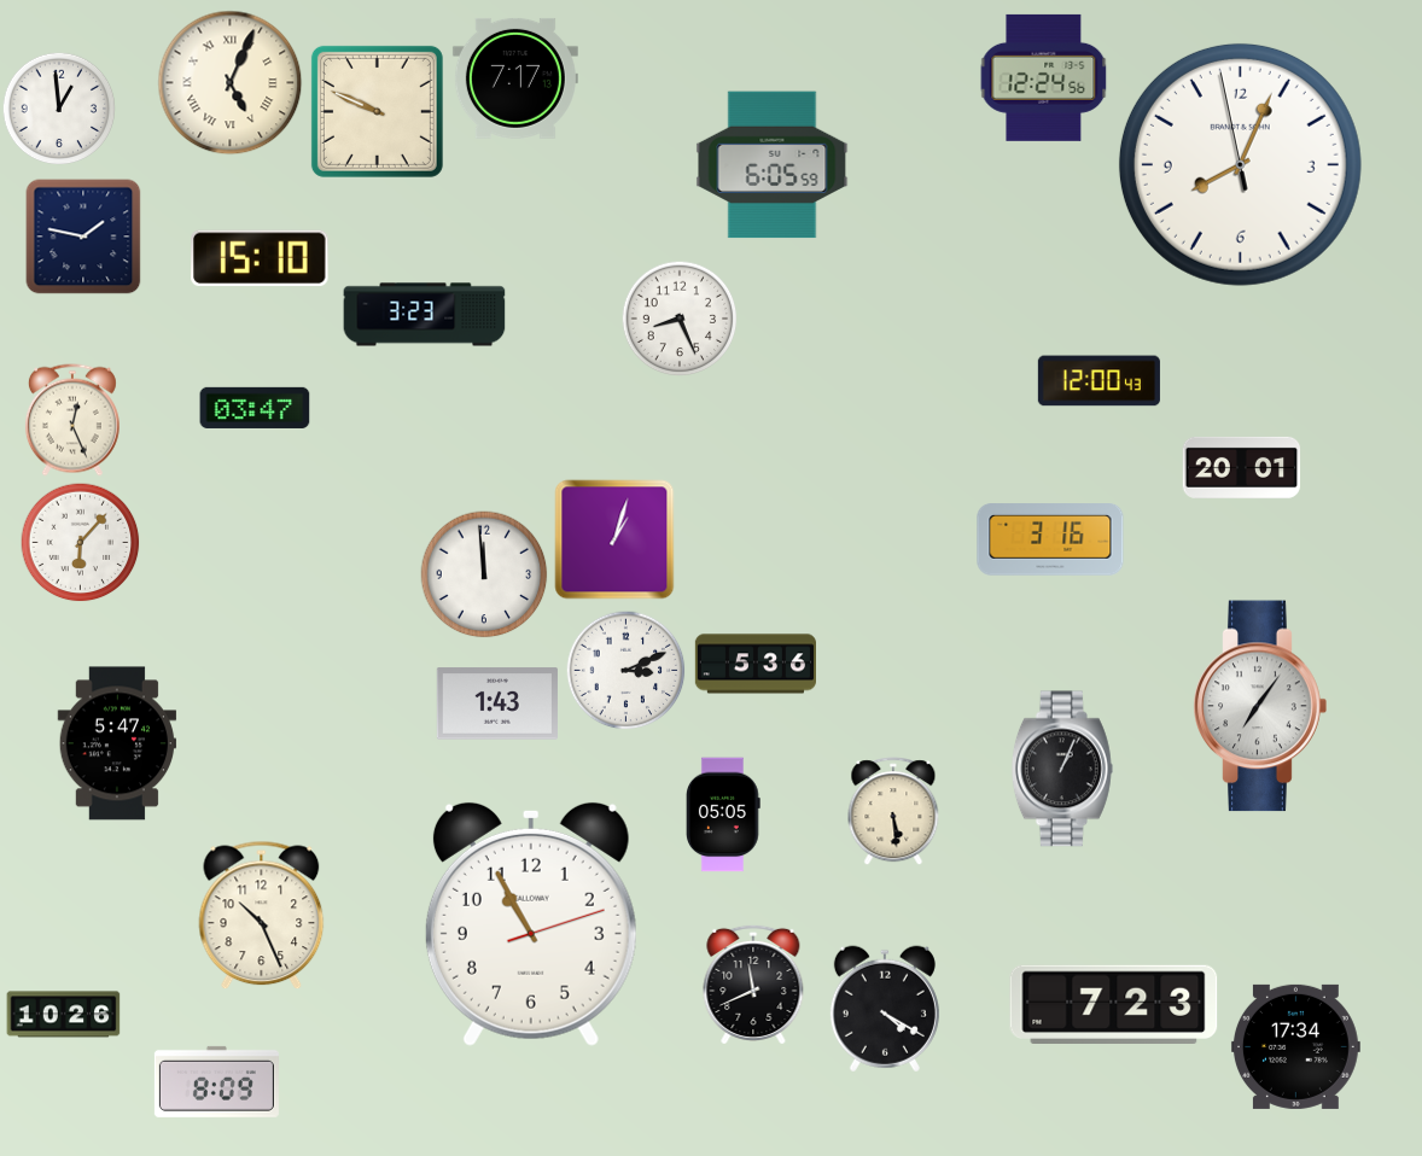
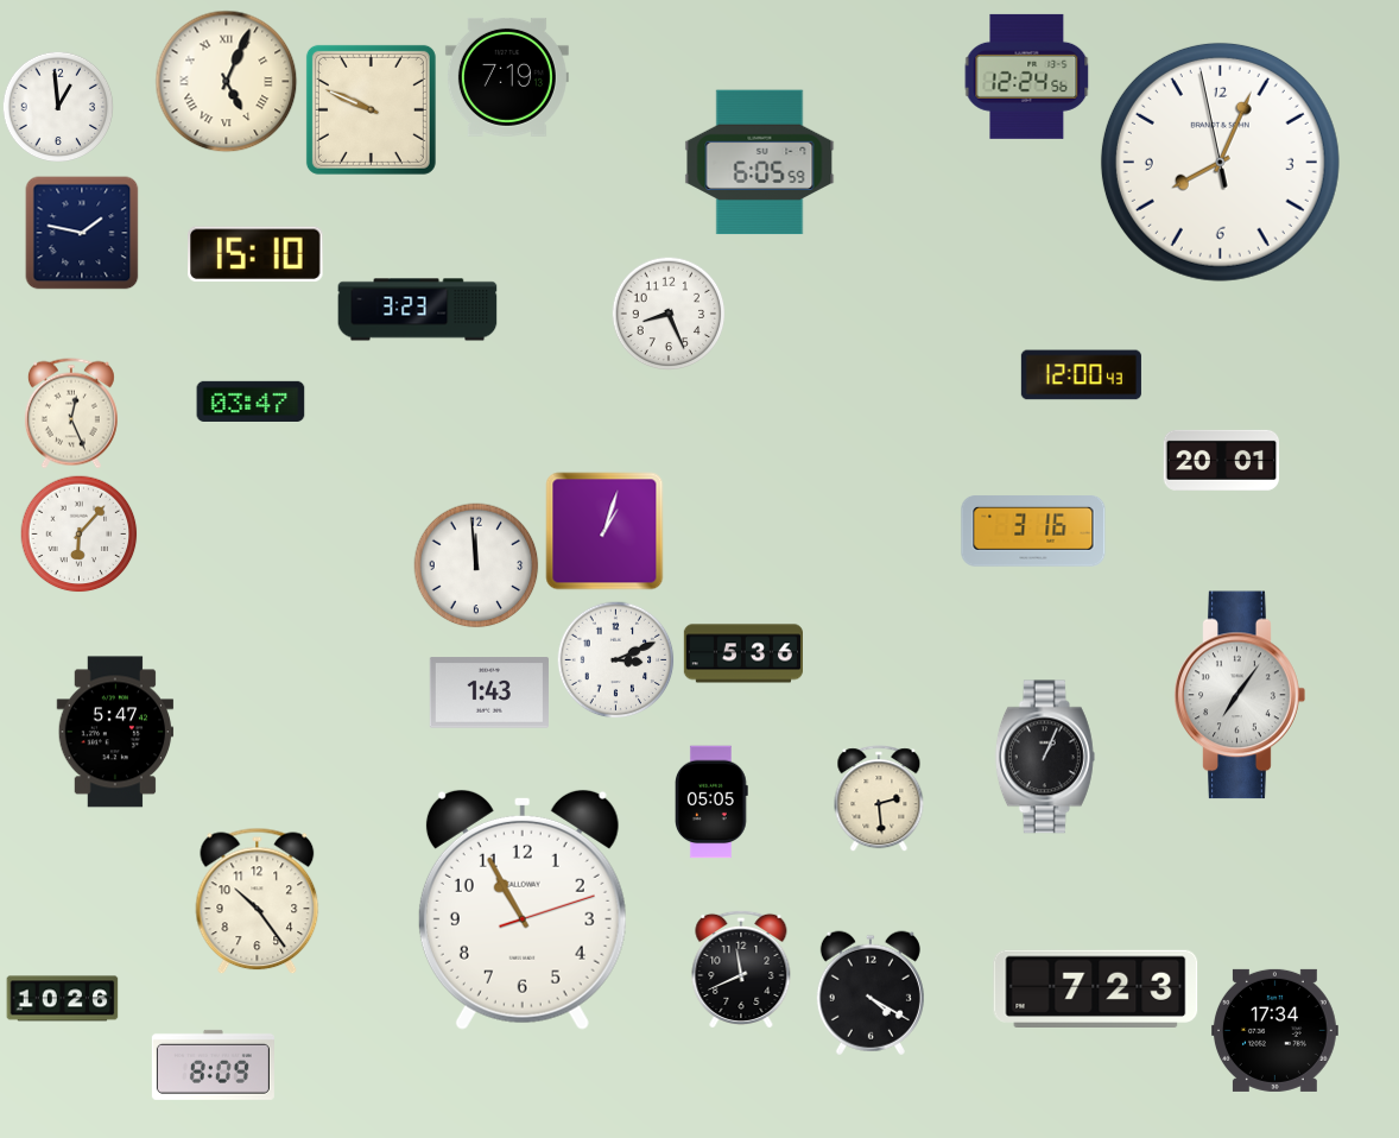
clock at (515, 78): 7:17 -> 7:19
clock at (893, 811): 5:29 -> 2:29
clock at (262, 916): 10:26 -> 10:24
